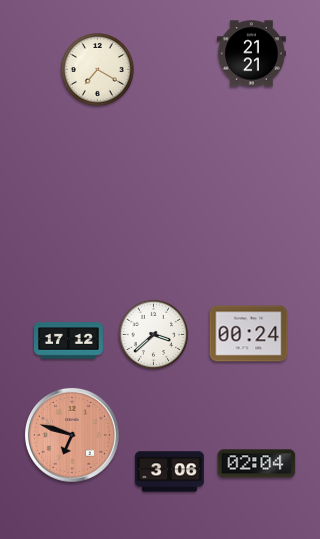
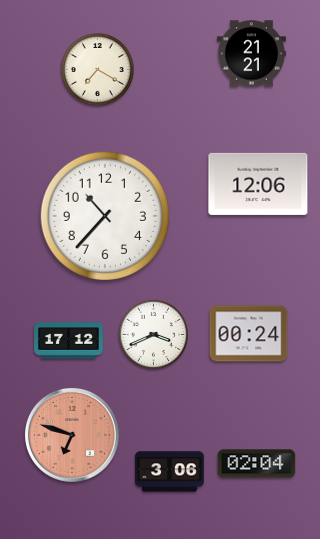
clock at (258, 184): none -> 12:06
clock at (104, 215): none -> 10:37
clock at (154, 335): 3:38 -> 3:41
